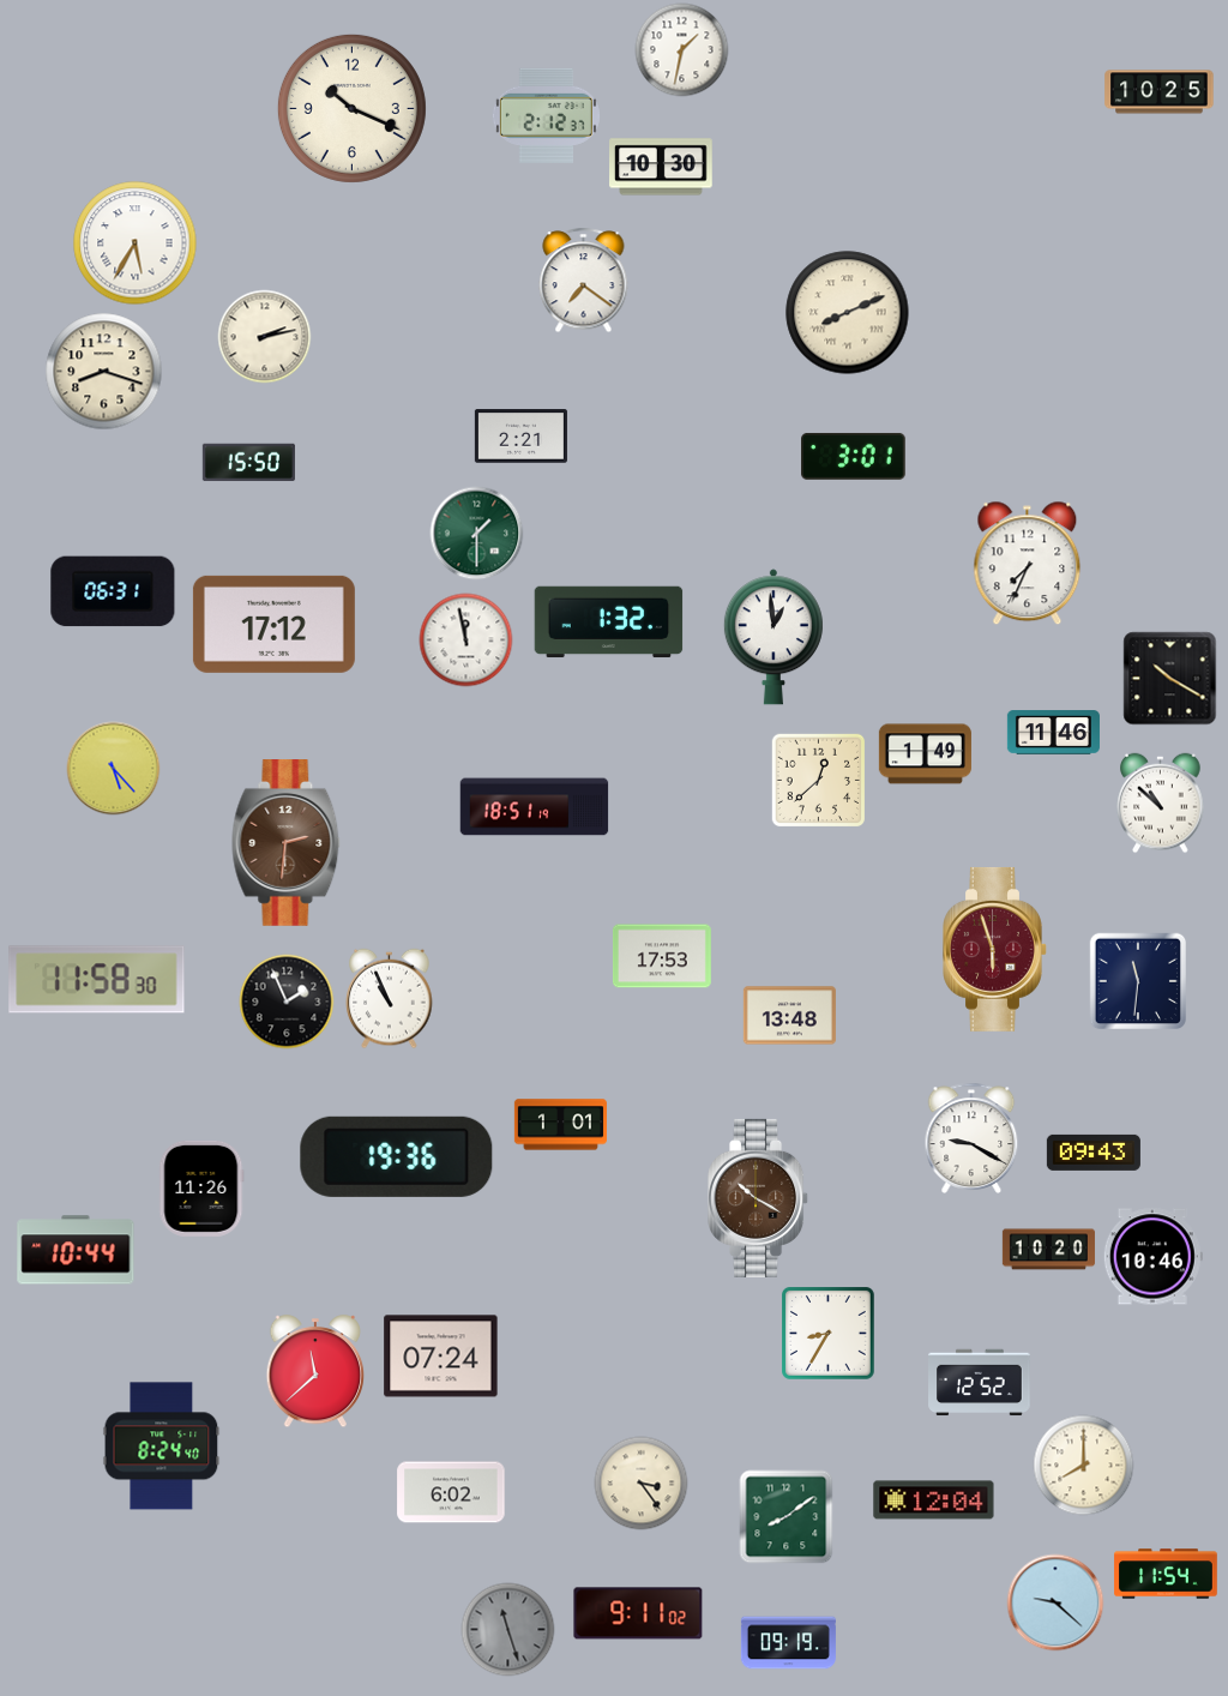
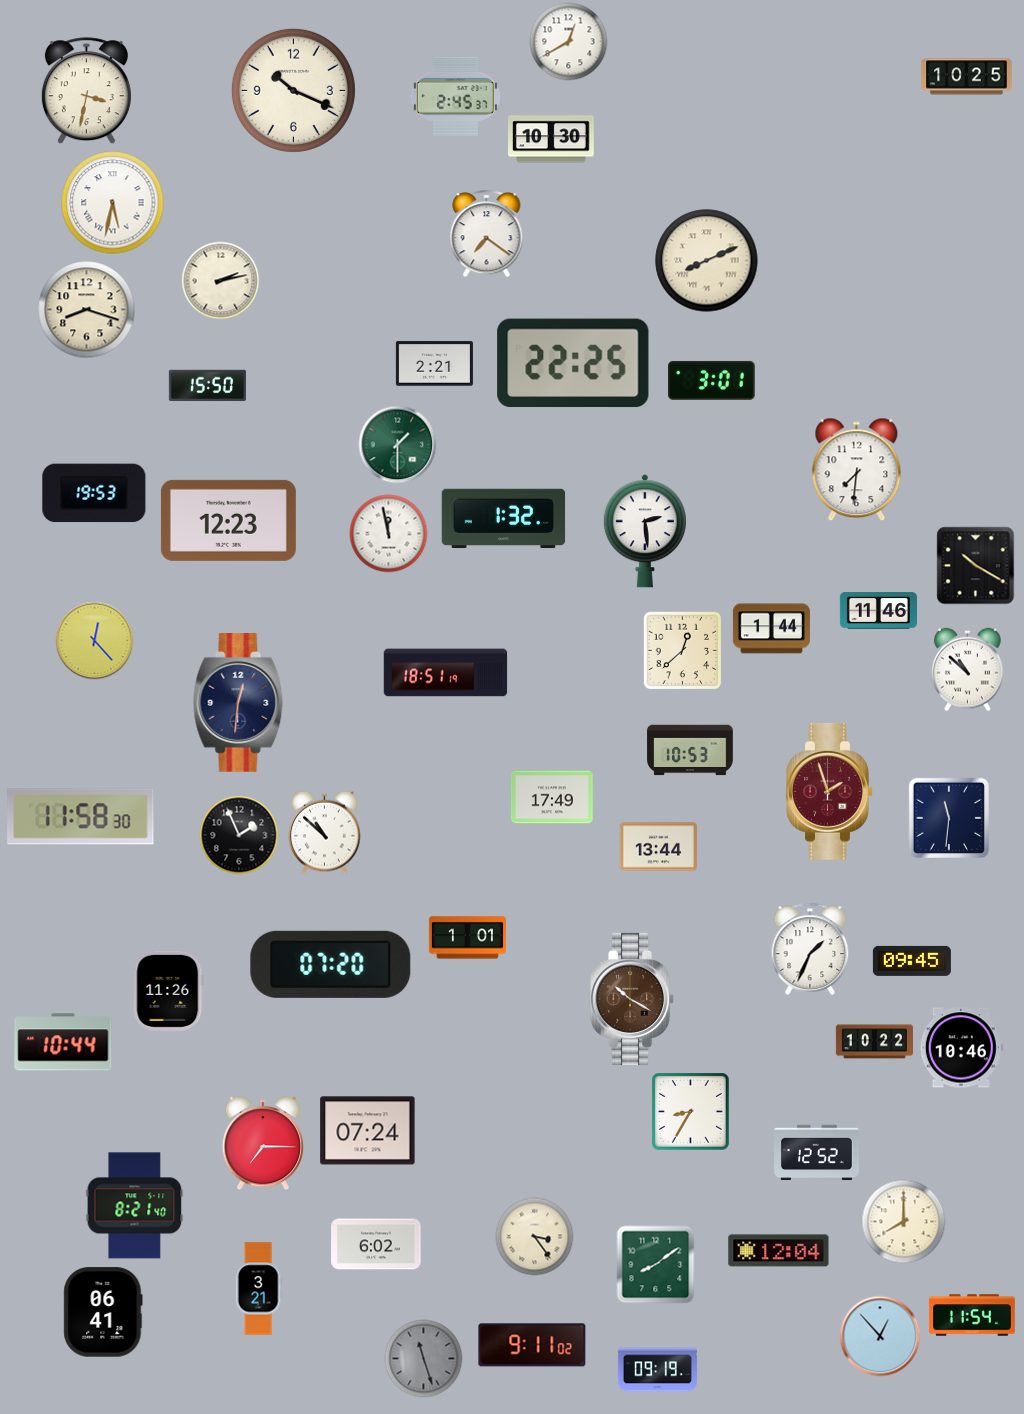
clock at (681, 49): 1:32 -> 12:40
clock at (86, 91): none -> 3:32
clock at (546, 115): 2:12 -> 2:45
clock at (136, 243): 5:35 -> 5:32
clock at (573, 363): none -> 22:25
clock at (1028, 563): 7:34 -> 7:31
clock at (113, 591): 06:31 -> 19:53
clock at (609, 623) position: (609, 623) -> (504, 519)
clock at (273, 624): 17:12 -> 12:23
clock at (773, 637): 12:59 -> 2:29
clock at (925, 754): 1:49 -> 1:44
clock at (113, 768): 5:23 -> 12:23
clock at (287, 843): 2:31 -> 12:31
clock at (287, 843) dial: brown -> navy
clock at (690, 750): none -> 10:53
clock at (995, 949): 5:57 -> 1:57
clock at (662, 956): 17:53 -> 17:49
clock at (390, 998): 10:56 -> 10:52
clock at (789, 1016): 13:48 -> 13:44
clock at (971, 1138): 9:20 -> 1:34
clock at (1094, 1153): 09:43 -> 09:45
clock at (397, 1156): 19:36 -> 07:20
clock at (1048, 1250): 10:20 -> 10:22
clock at (314, 1371): 11:38 -> 7:15
clock at (162, 1447): 8:24 -> 8:21
clock at (258, 1289): none -> 3:21
clock at (103, 1312): none -> 06:41
clock at (1166, 1574) position: (1166, 1574) -> (972, 1315)
clock at (1055, 1602): 9:22 -> 12:53
